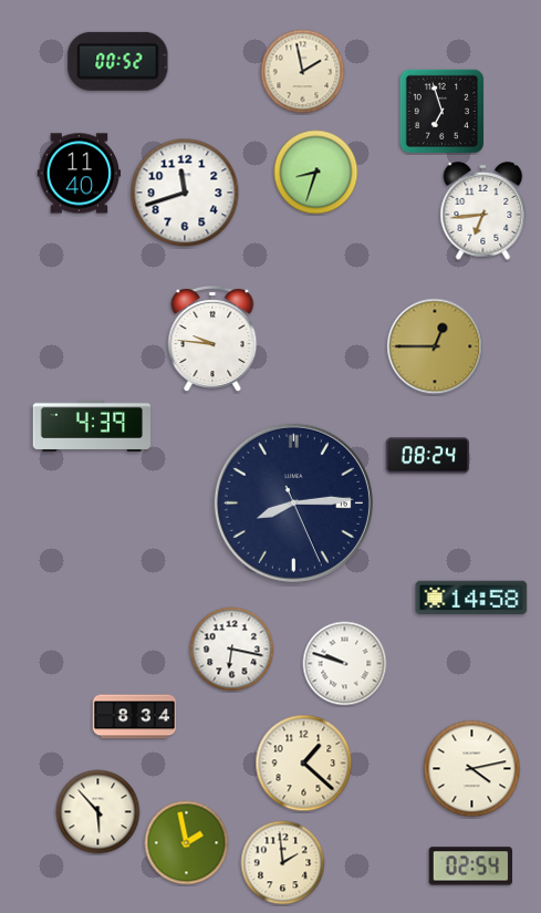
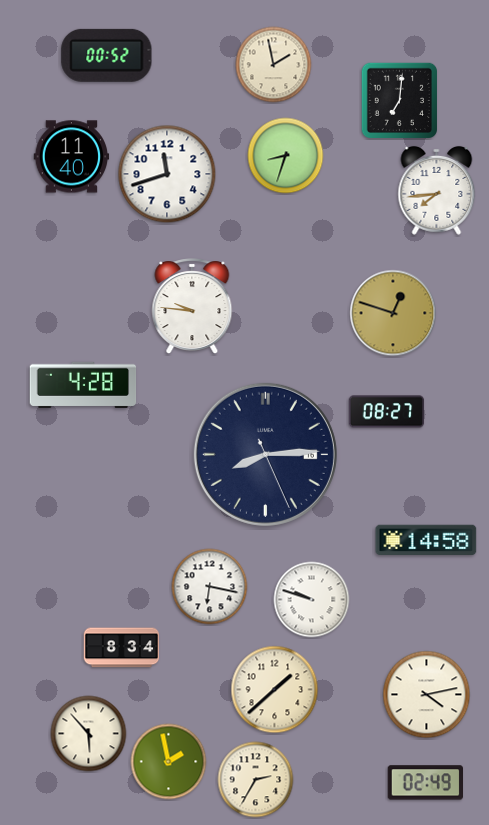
clock at (441, 111): 6:57 -> 7:01
clock at (483, 210): 6:44 -> 7:44
clock at (435, 346): 12:45 -> 12:48
clock at (92, 426): 4:39 -> 4:28
clock at (428, 456): 08:24 -> 08:27
clock at (304, 764): 1:22 -> 1:38
clock at (283, 863): 1:59 -> 2:35
clock at (470, 867): 02:54 -> 02:49
